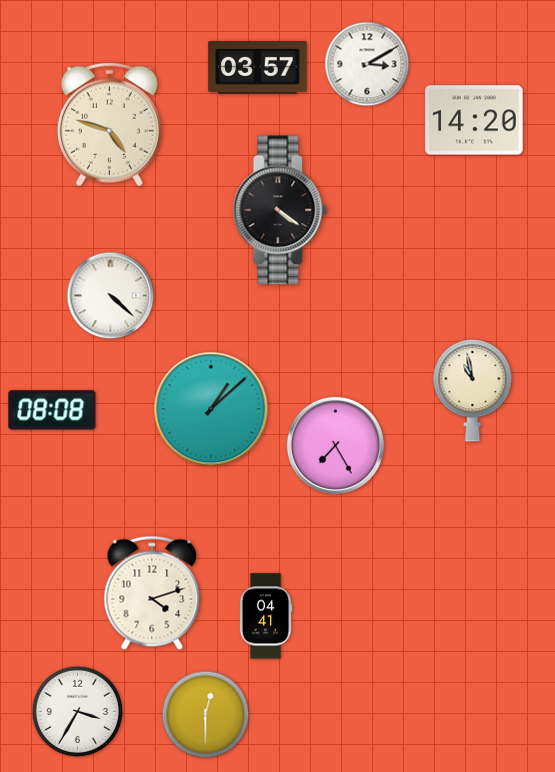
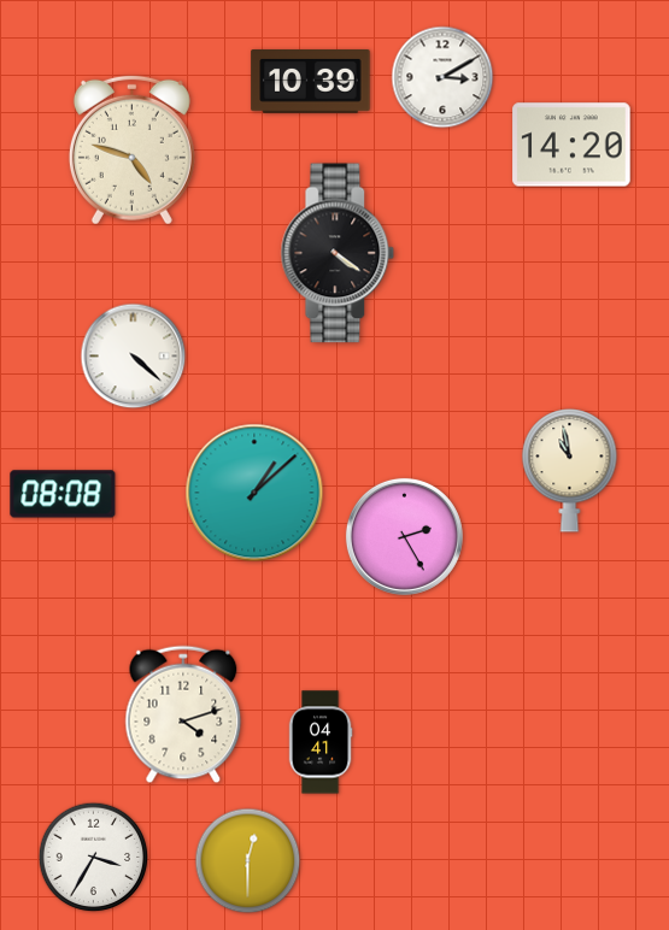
clock at (258, 68): 03:57 -> 10:39
clock at (335, 445): 7:25 -> 2:25
